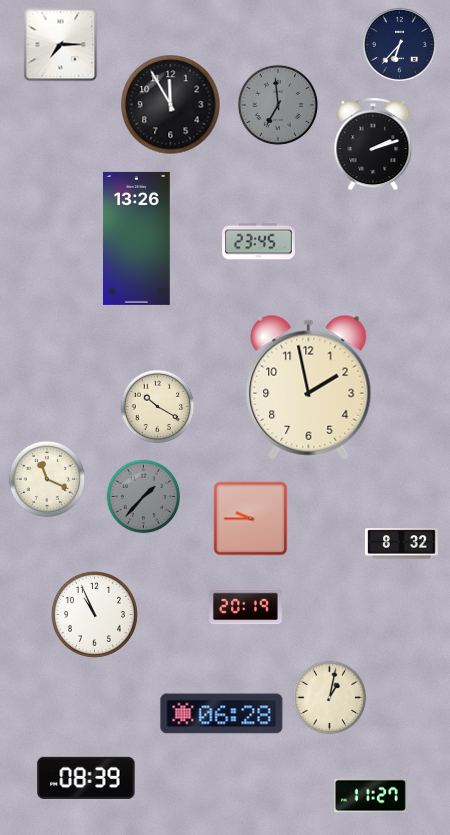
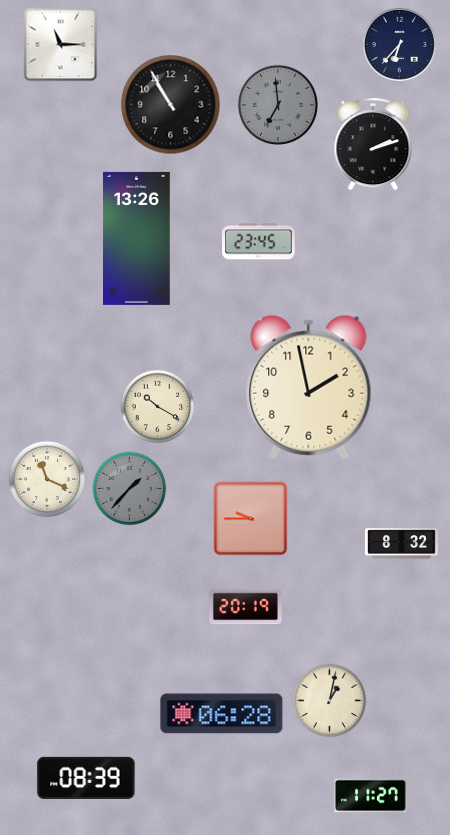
clock at (61, 45): 7:15 -> 11:15
clock at (171, 105): 11:55 -> 10:55
clock at (144, 497) position: (144, 497) -> (130, 489)
clock at (94, 614): 10:56 -> none
clock at (330, 698) position: (330, 698) -> (330, 701)
